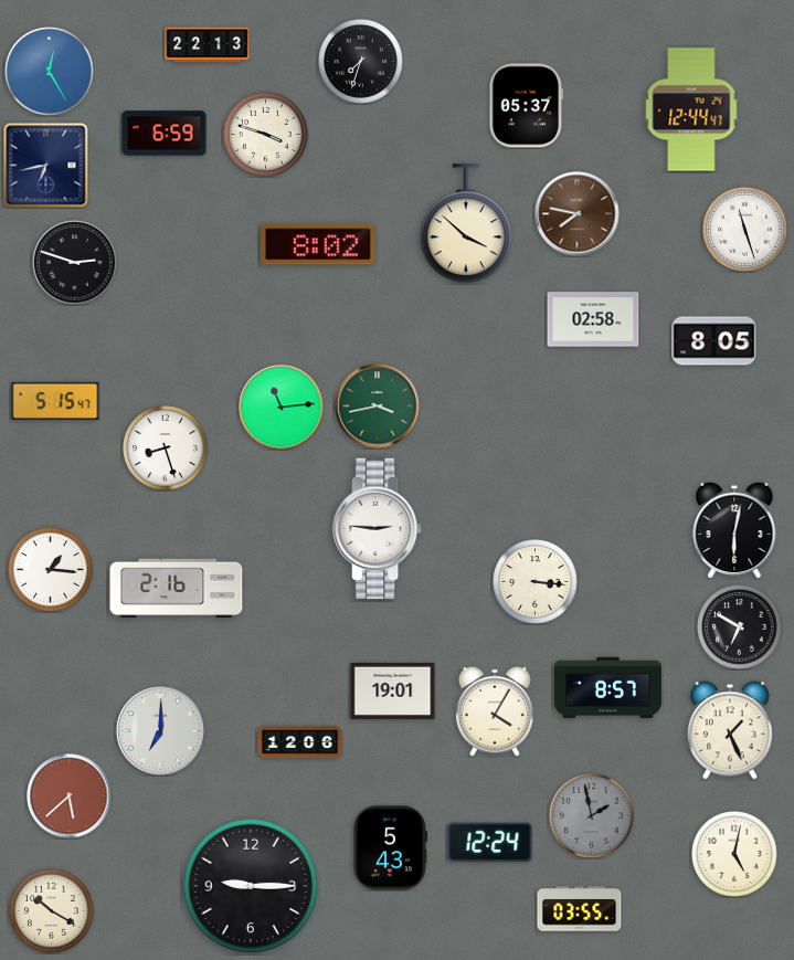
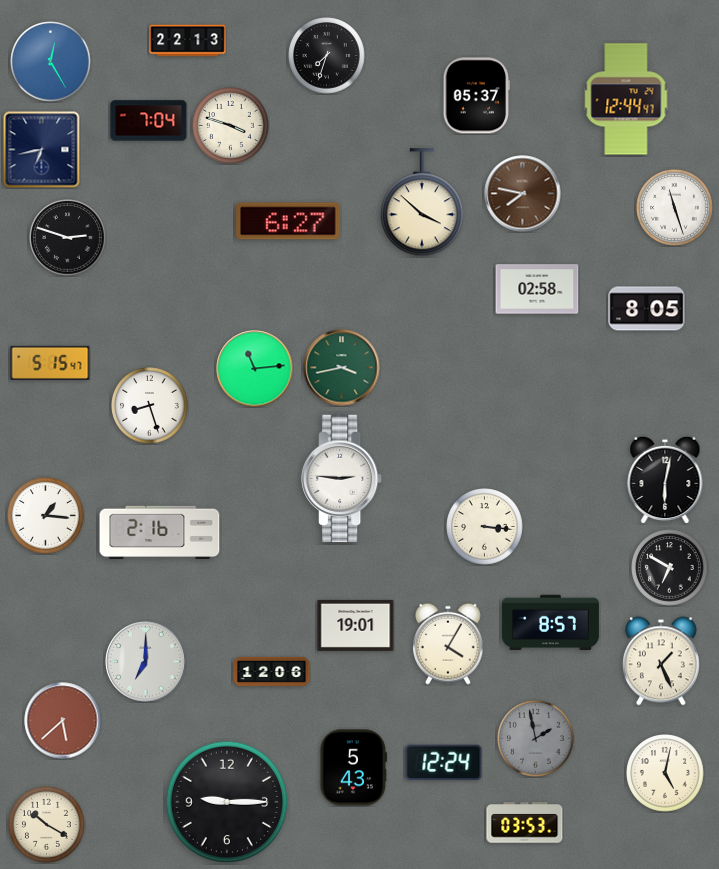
clock at (50, 72) position: (50, 72) -> (51, 62)
clock at (165, 134): 6:59 -> 7:04
clock at (266, 135) position: (266, 135) -> (231, 126)
clock at (318, 244): 8:02 -> 6:27
clock at (580, 909): 03:55 -> 03:53
